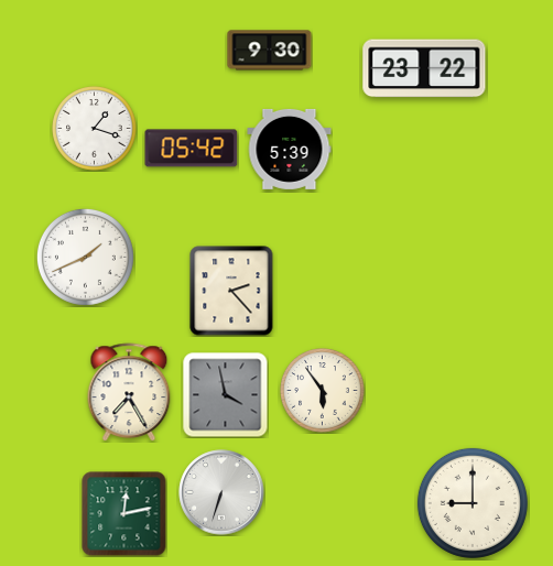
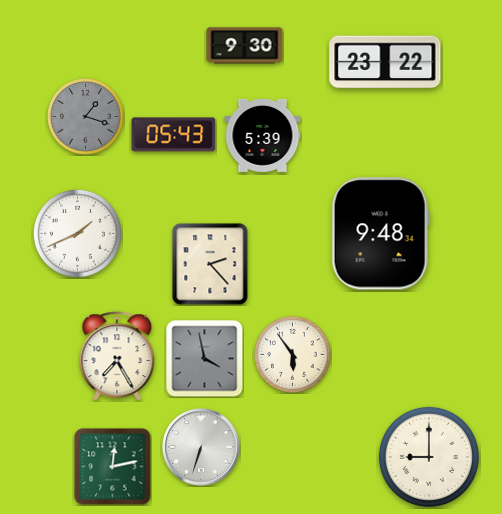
clock at (95, 129) dial: white -> grey
clock at (192, 149): 05:42 -> 05:43
clock at (380, 234): none -> 9:48
